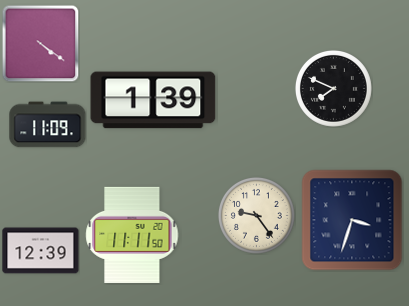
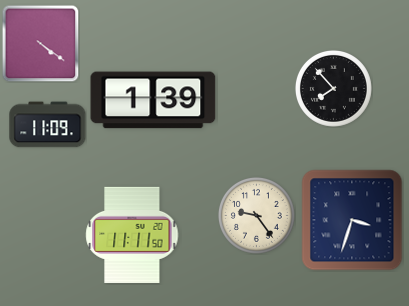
clock at (333, 88): 7:49 -> 7:53
clock at (41, 251): 12:39 -> none
